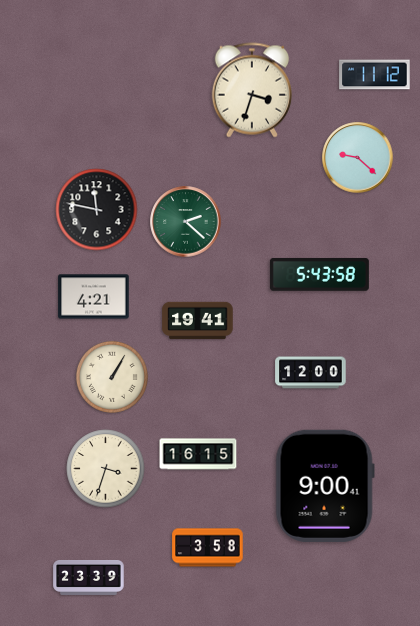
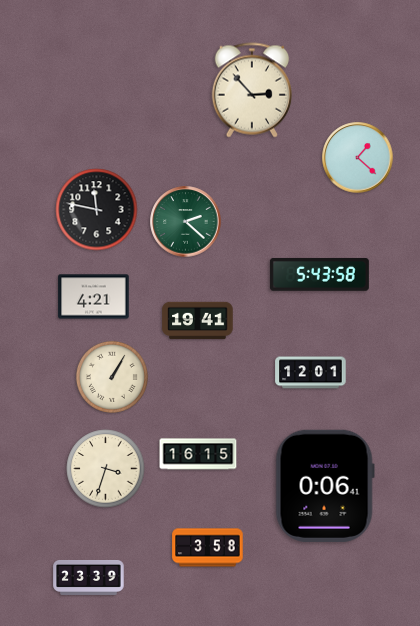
clock at (375, 75): 11:12 -> none
clock at (251, 90): 3:33 -> 2:53
clock at (358, 158): 9:22 -> 1:22
clock at (311, 373): 12:00 -> 12:01
clock at (325, 486): 9:00 -> 0:06
